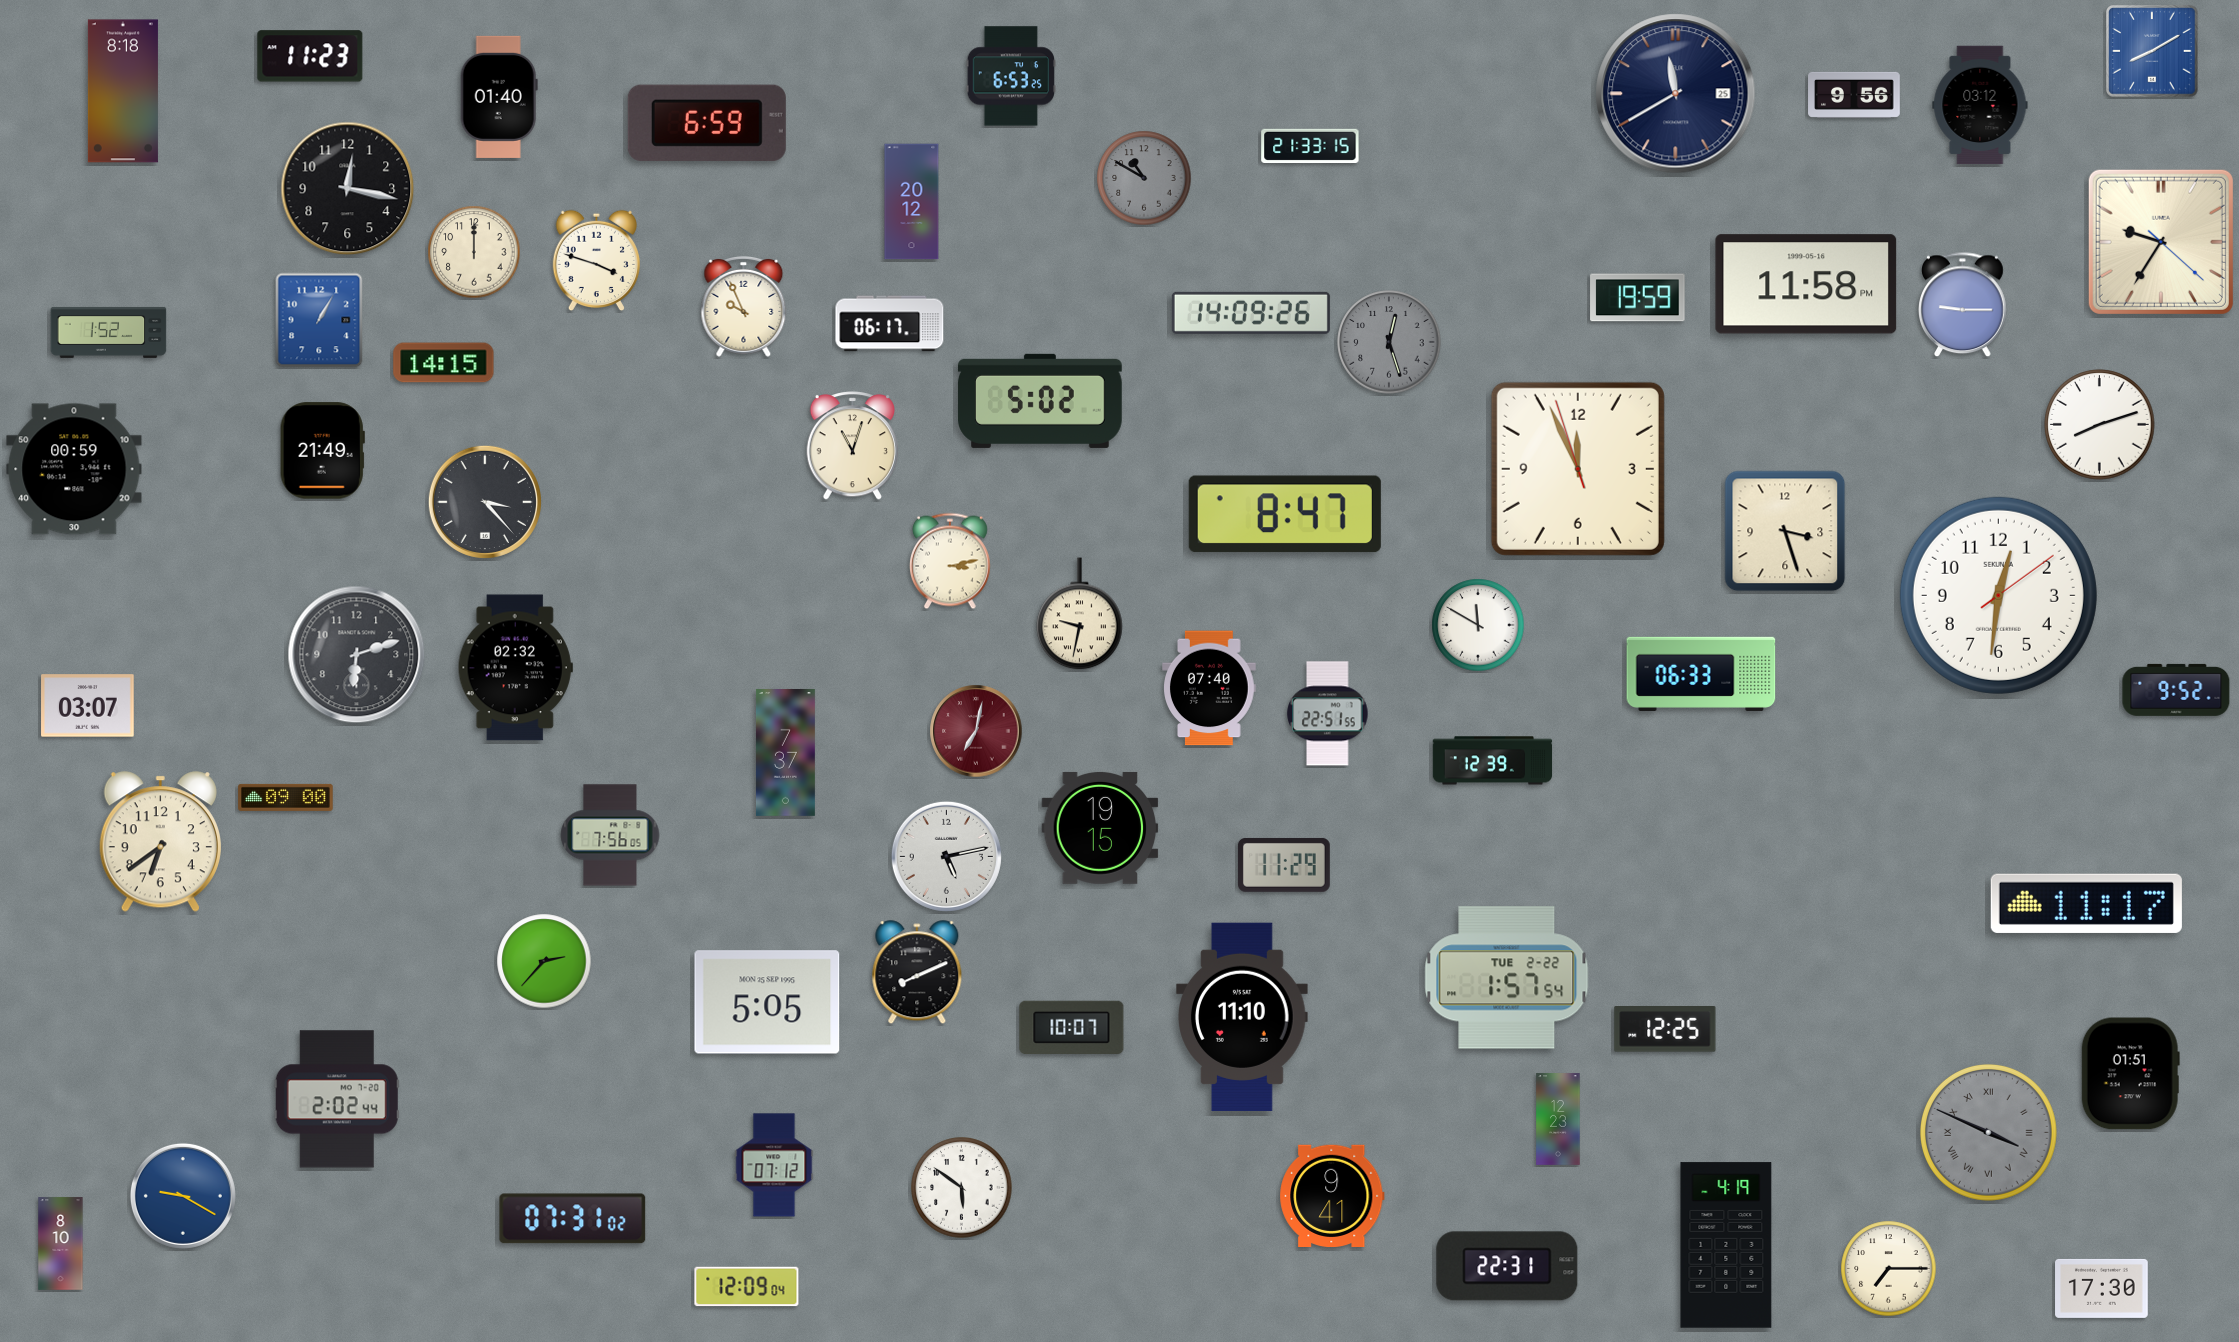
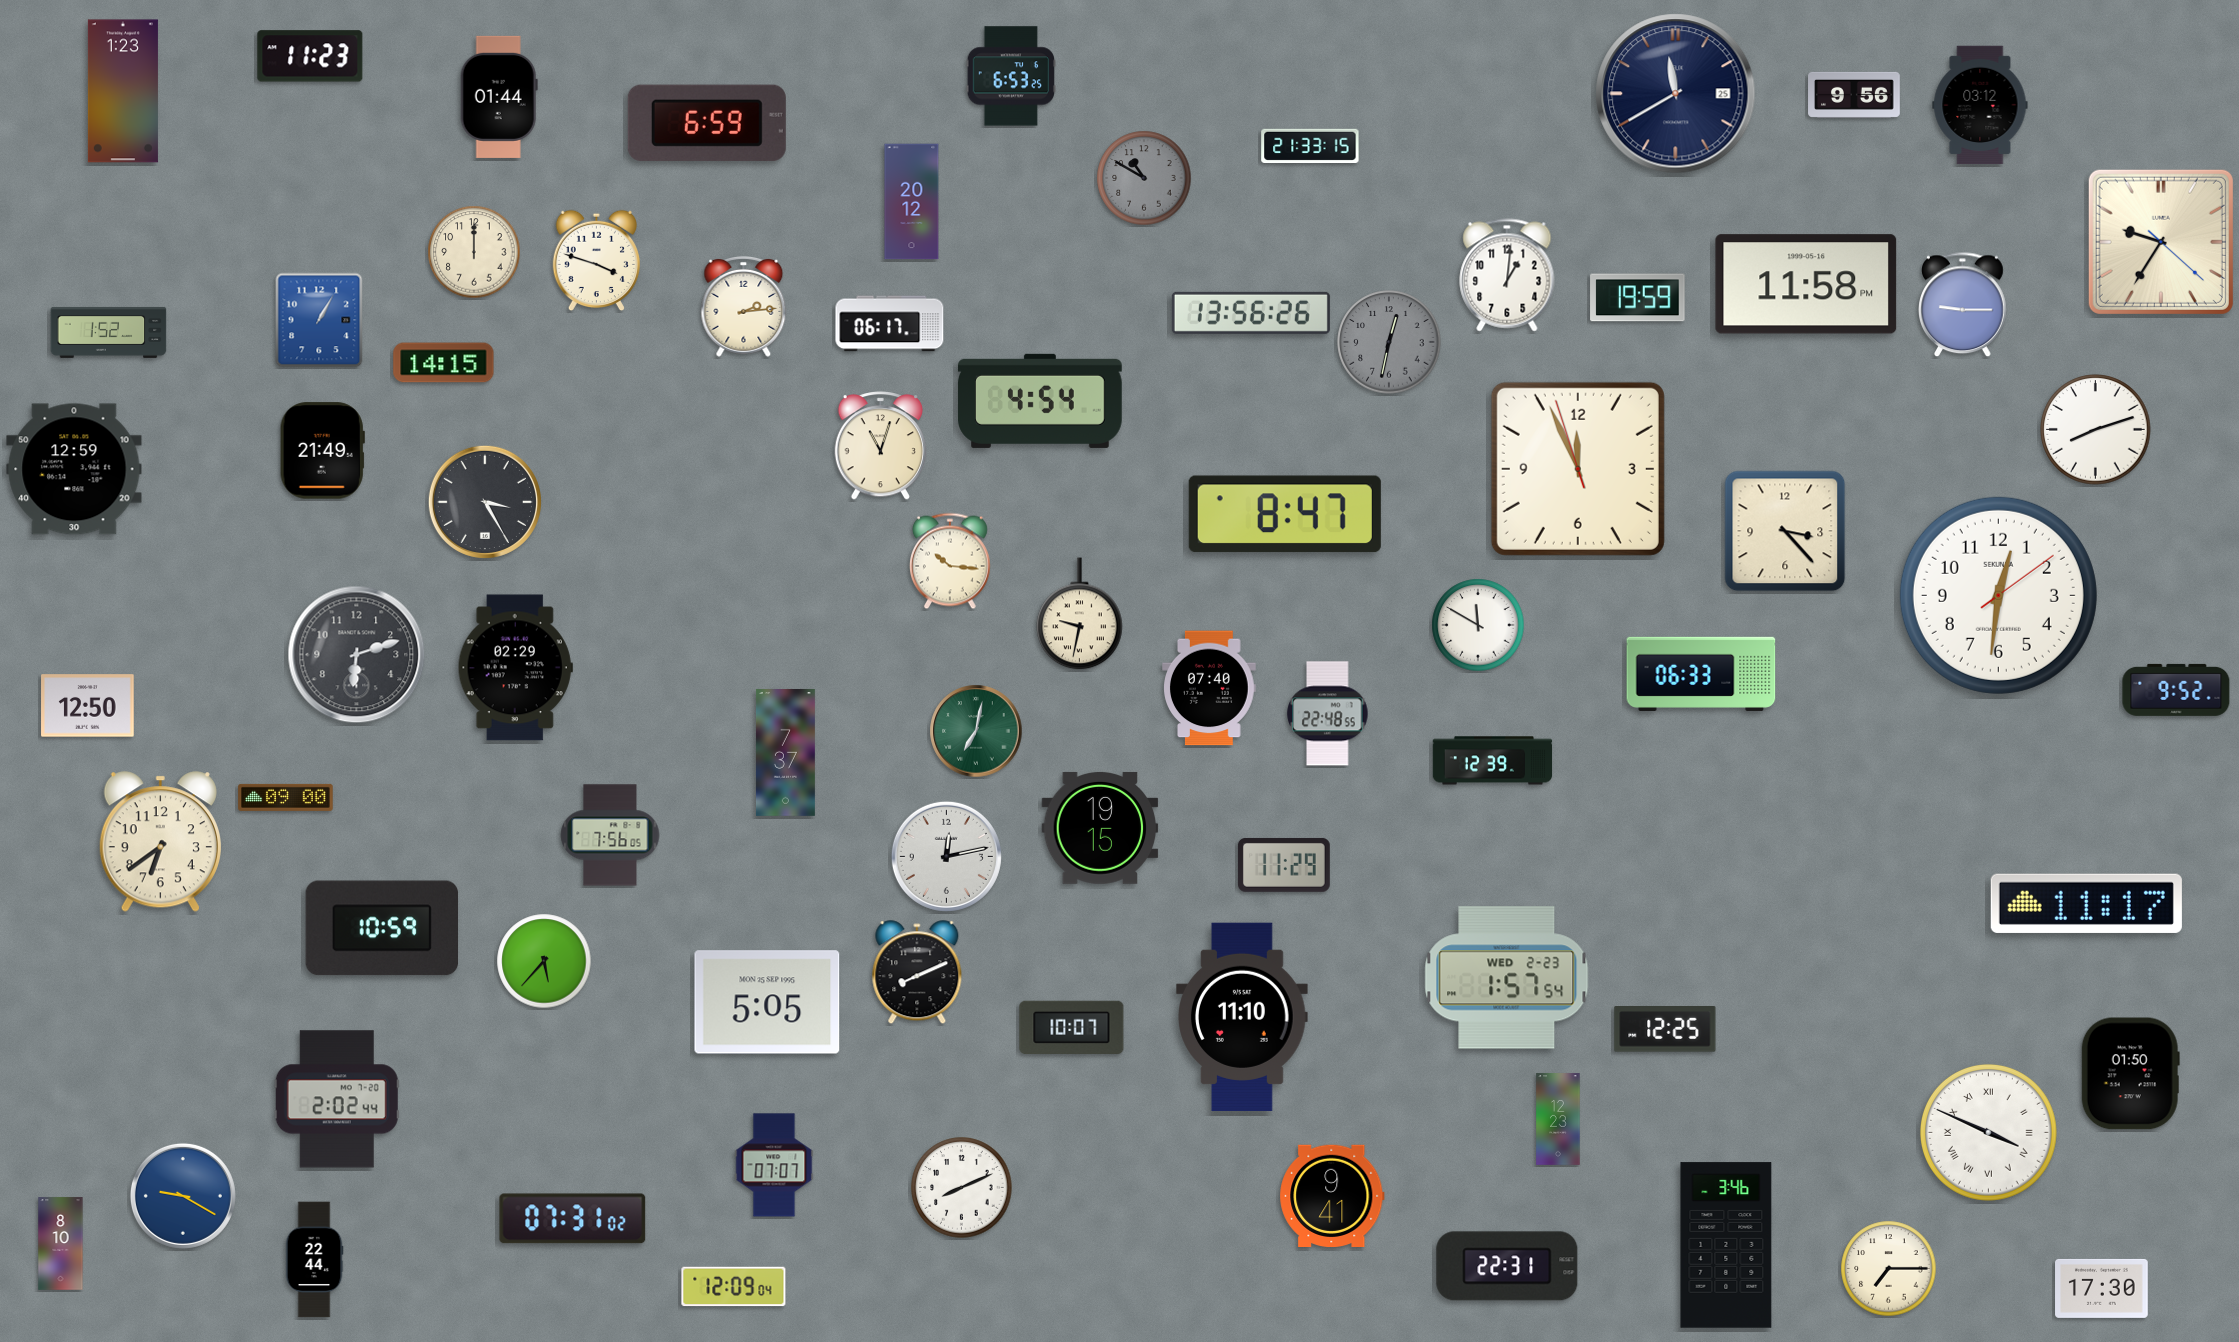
clock at (2153, 52): 8:10 -> none
clock at (123, 91): 8:18 -> 1:23
clock at (499, 97): 01:40 -> 01:44
clock at (348, 189): 12:17 -> none
clock at (1507, 275): none -> 1:01
clock at (744, 306): 9:56 -> 2:14
clock at (1251, 313): 14:09 -> 13:56
clock at (1389, 342): 12:27 -> 12:32
clock at (1040, 401): 5:02 -> 4:54
clock at (2100, 425) position: (2100, 425) -> (2096, 430)
clock at (852, 446) position: (852, 446) -> (880, 446)
clock at (74, 469): 00:59 -> 12:59
clock at (485, 502): 3:23 -> 3:25
clock at (1785, 531): 3:27 -> 3:23
clock at (950, 561): 3:13 -> 10:16
clock at (515, 668): 02:32 -> 02:29
clock at (88, 706): 03:07 -> 12:50
clock at (1328, 714): 22:51 -> 22:48
clock at (976, 731) dial: burgundy -> green
clock at (946, 856): 5:13 -> 12:13
clock at (381, 928): none -> 10:59
clock at (544, 961): 2:37 -> 5:37
clock at (1507, 978) date: TUE 2-22 -> WED 2-23
clock at (2130, 1074): 01:51 -> 01:50
clock at (1988, 1132) dial: grey -> white
clock at (774, 1165): 07:12 -> 07:07
clock at (962, 1188): 5:51 -> 8:11
clock at (1726, 1245): 4:19 -> 3:46
clock at (314, 1260): none -> 22:44
clock at (747, 1287) position: (747, 1287) -> (734, 1287)
